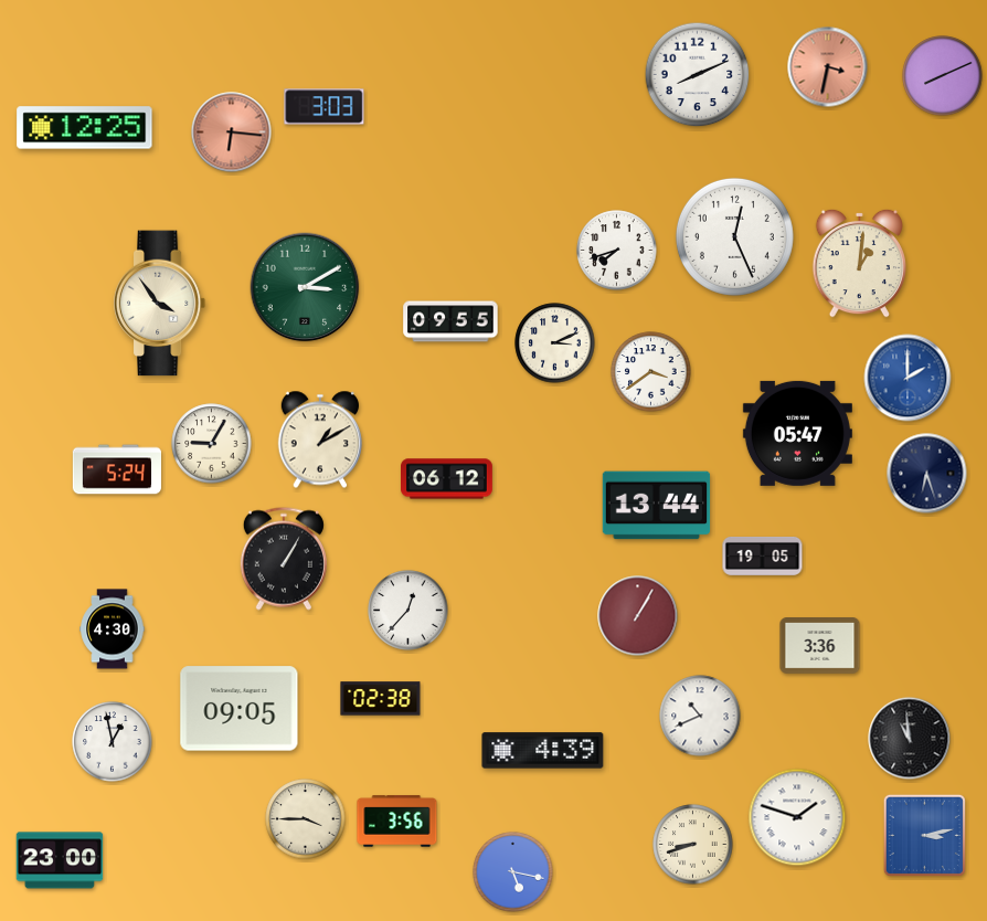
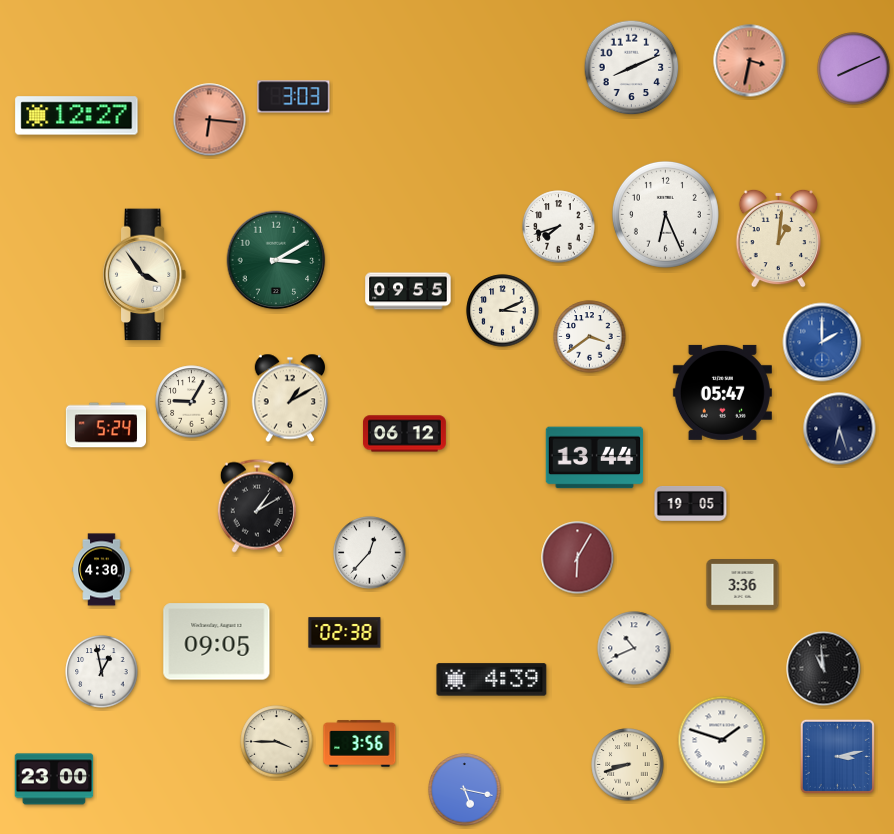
clock at (85, 128): 12:25 -> 12:27
clock at (734, 236): 12:26 -> 6:26
clock at (284, 559): 1:05 -> 1:10
clock at (638, 616): 1:05 -> 6:05
